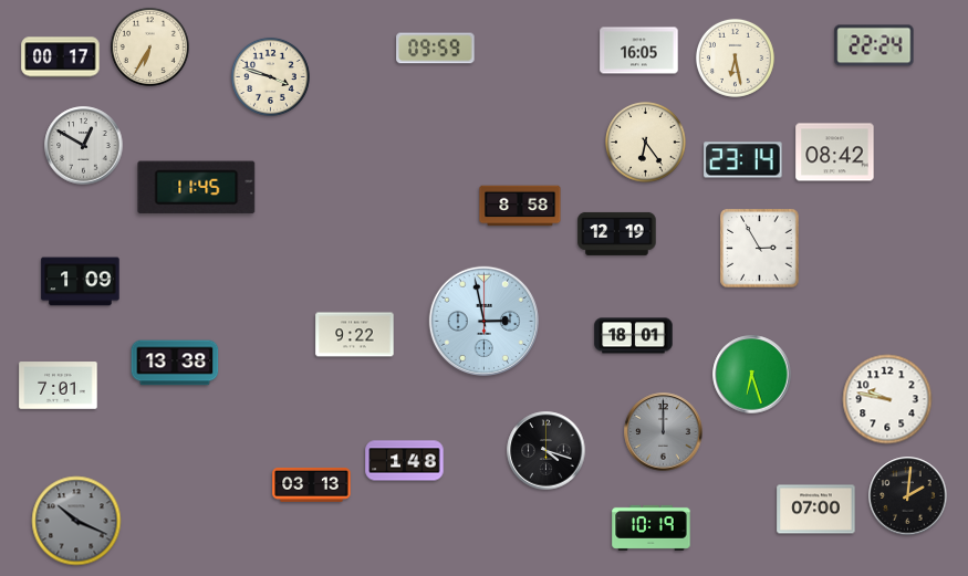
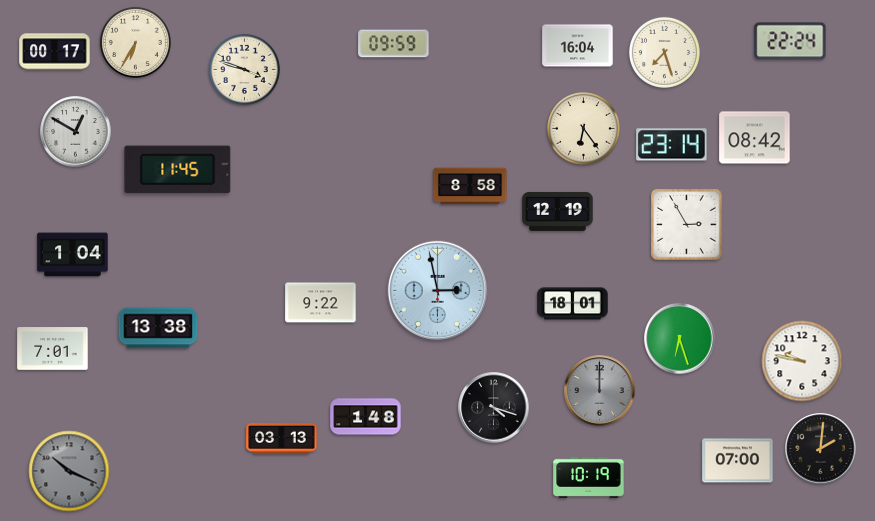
clock at (639, 51): 16:05 -> 16:04
clock at (735, 57): 6:28 -> 7:27
clock at (81, 282): 1:09 -> 1:04
